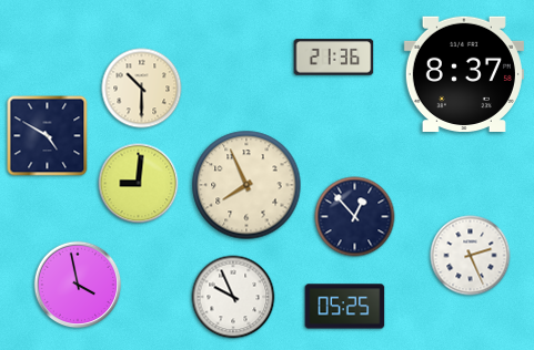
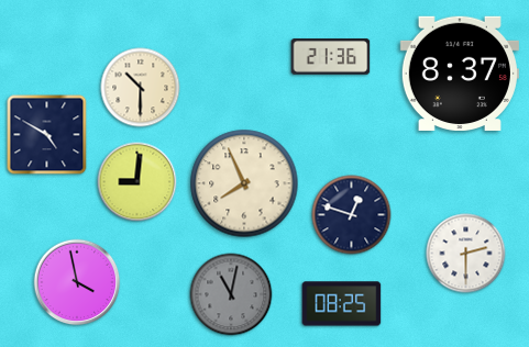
clock at (355, 217): 12:53 -> 12:48
clock at (471, 256): 2:26 -> 2:30
clock at (233, 297): 9:56 -> 11:02
clock at (233, 297) dial: white -> grey
clock at (345, 307): 05:25 -> 08:25
